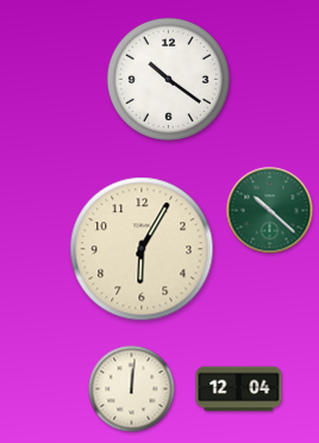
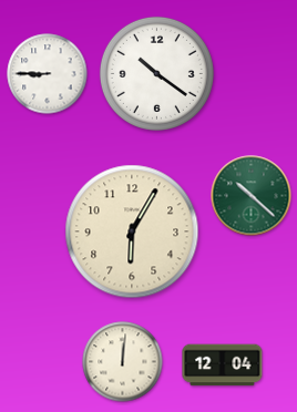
clock at (48, 74): none -> 8:45
clock at (239, 389) position: (239, 389) -> (223, 365)
